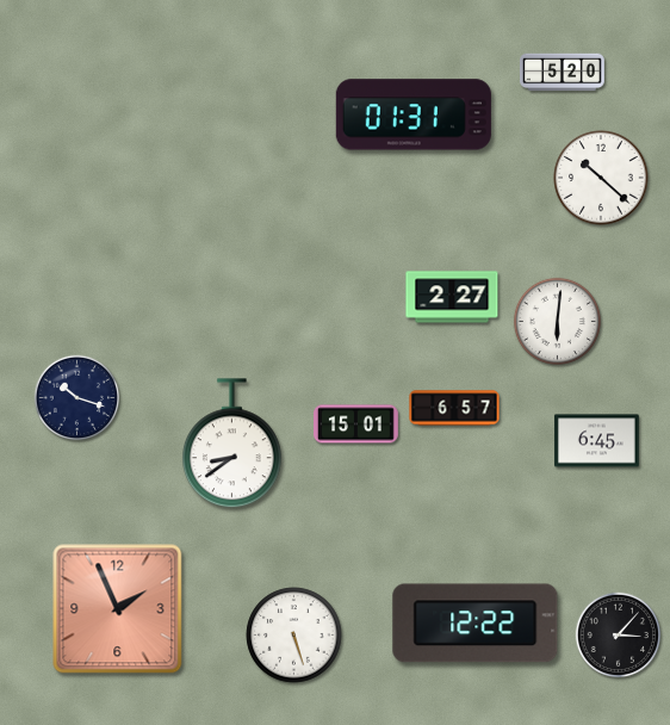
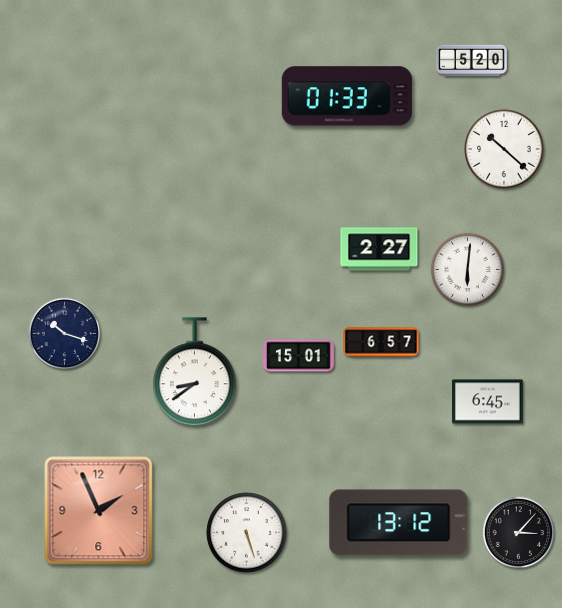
clock at (414, 114): 01:31 -> 01:33
clock at (597, 441) position: (597, 441) -> (488, 402)
clock at (476, 624): 12:22 -> 13:12
